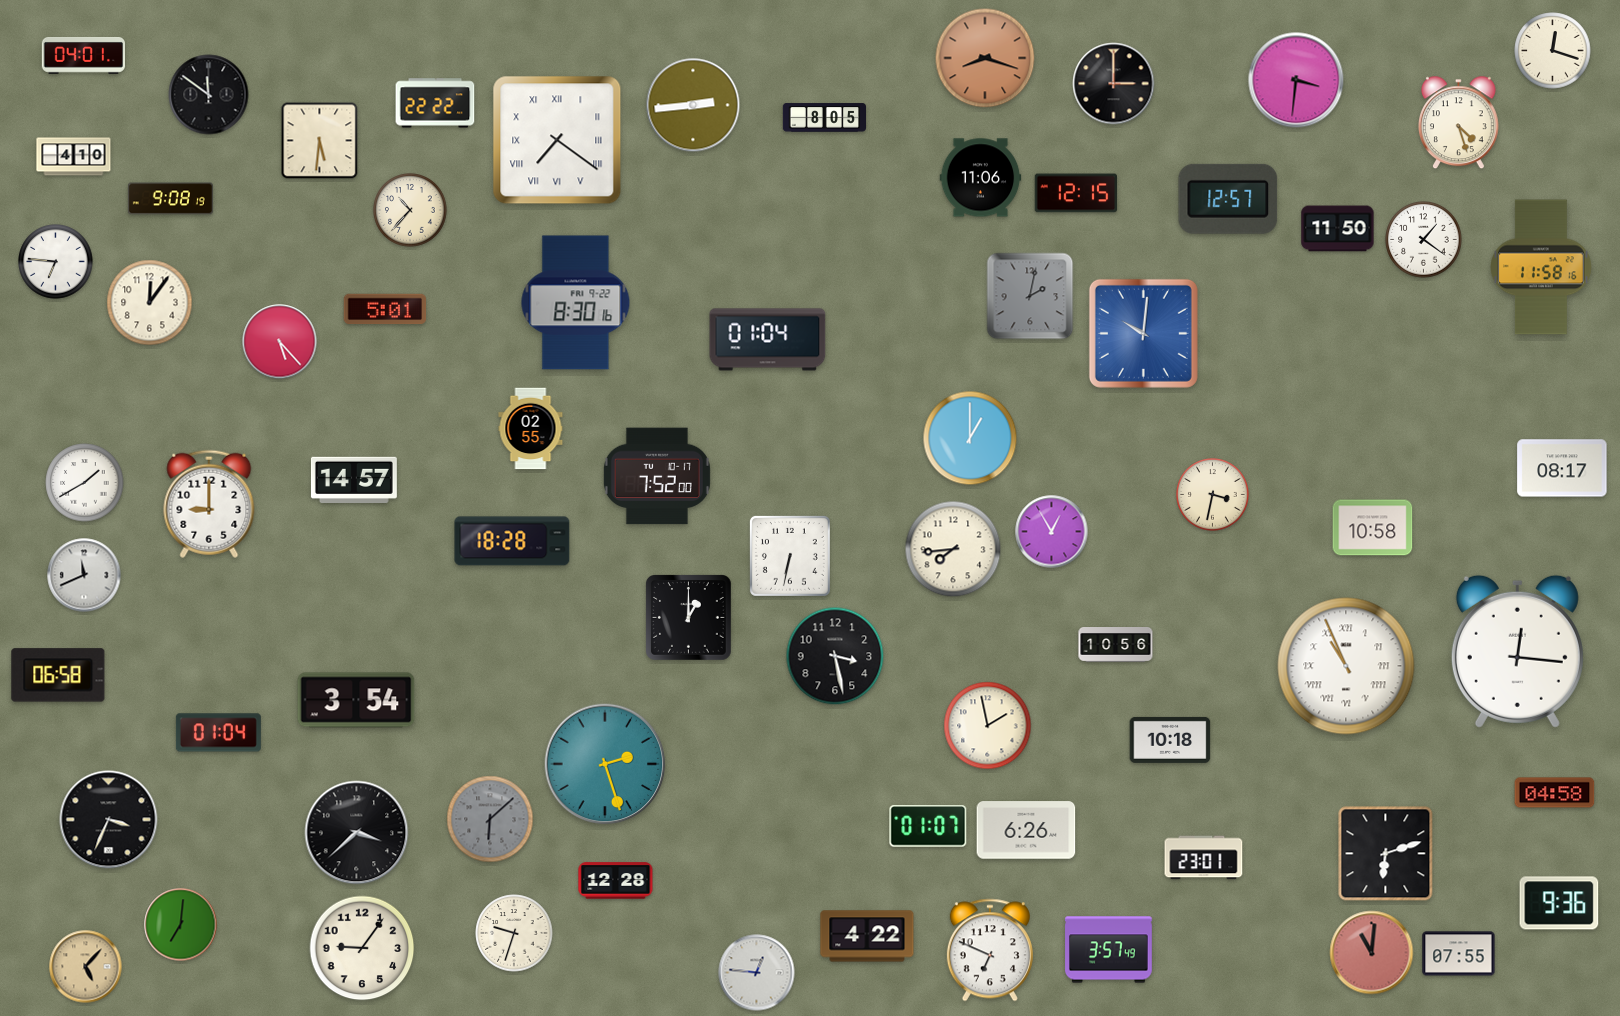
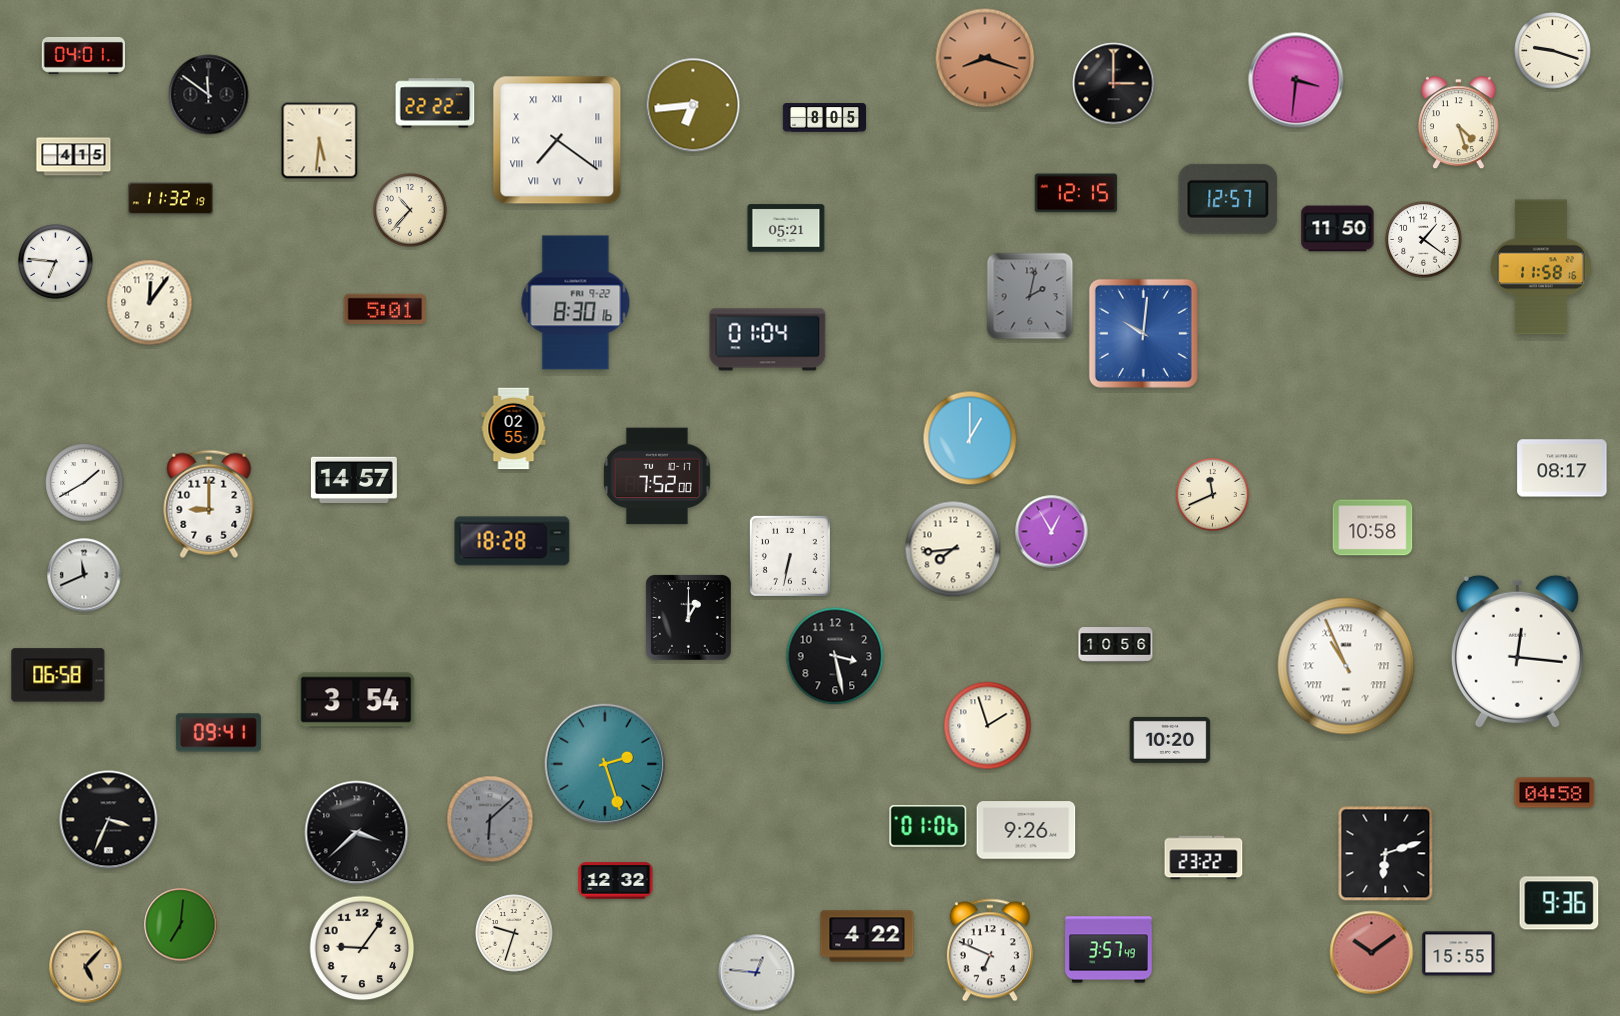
clock at (1553, 51): 12:18 -> 9:18
clock at (693, 105): 2:44 -> 6:44
clock at (74, 157): 4:10 -> 4:15
clock at (981, 178): 11:06 -> none
clock at (170, 199): 9:08 -> 11:32
clock at (786, 228): none -> 05:21
clock at (280, 342): 5:23 -> none
clock at (531, 429) position: (531, 429) -> (514, 429)
clock at (1213, 495): 3:32 -> 11:41
clock at (988, 726): 1:58 -> 1:57
clock at (218, 733): 01:04 -> 09:41
clock at (1170, 740): 10:18 -> 10:20
clock at (928, 826): 01:07 -> 01:06
clock at (1026, 830): 6:26 -> 9:26
clock at (1204, 858): 23:01 -> 23:22
clock at (616, 881): 12:28 -> 12:32
clock at (1372, 953): 11:01 -> 10:09
clock at (1459, 954): 07:55 -> 15:55
